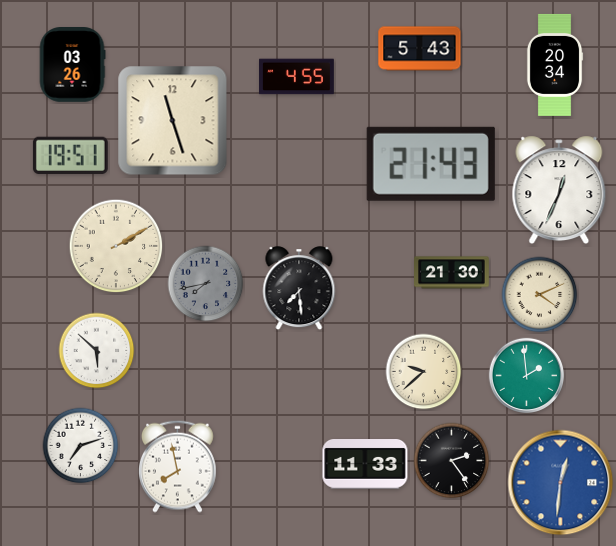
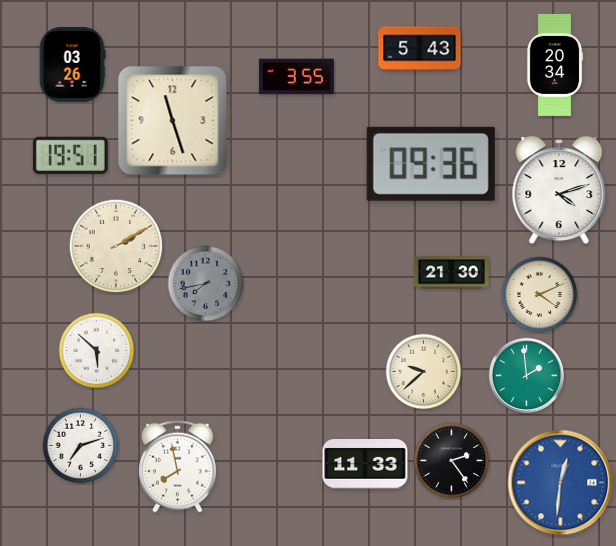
clock at (297, 77): 4:55 -> 3:55
clock at (431, 164): 21:43 -> 09:36
clock at (559, 190): 12:34 -> 4:12
clock at (299, 289): 7:29 -> none
